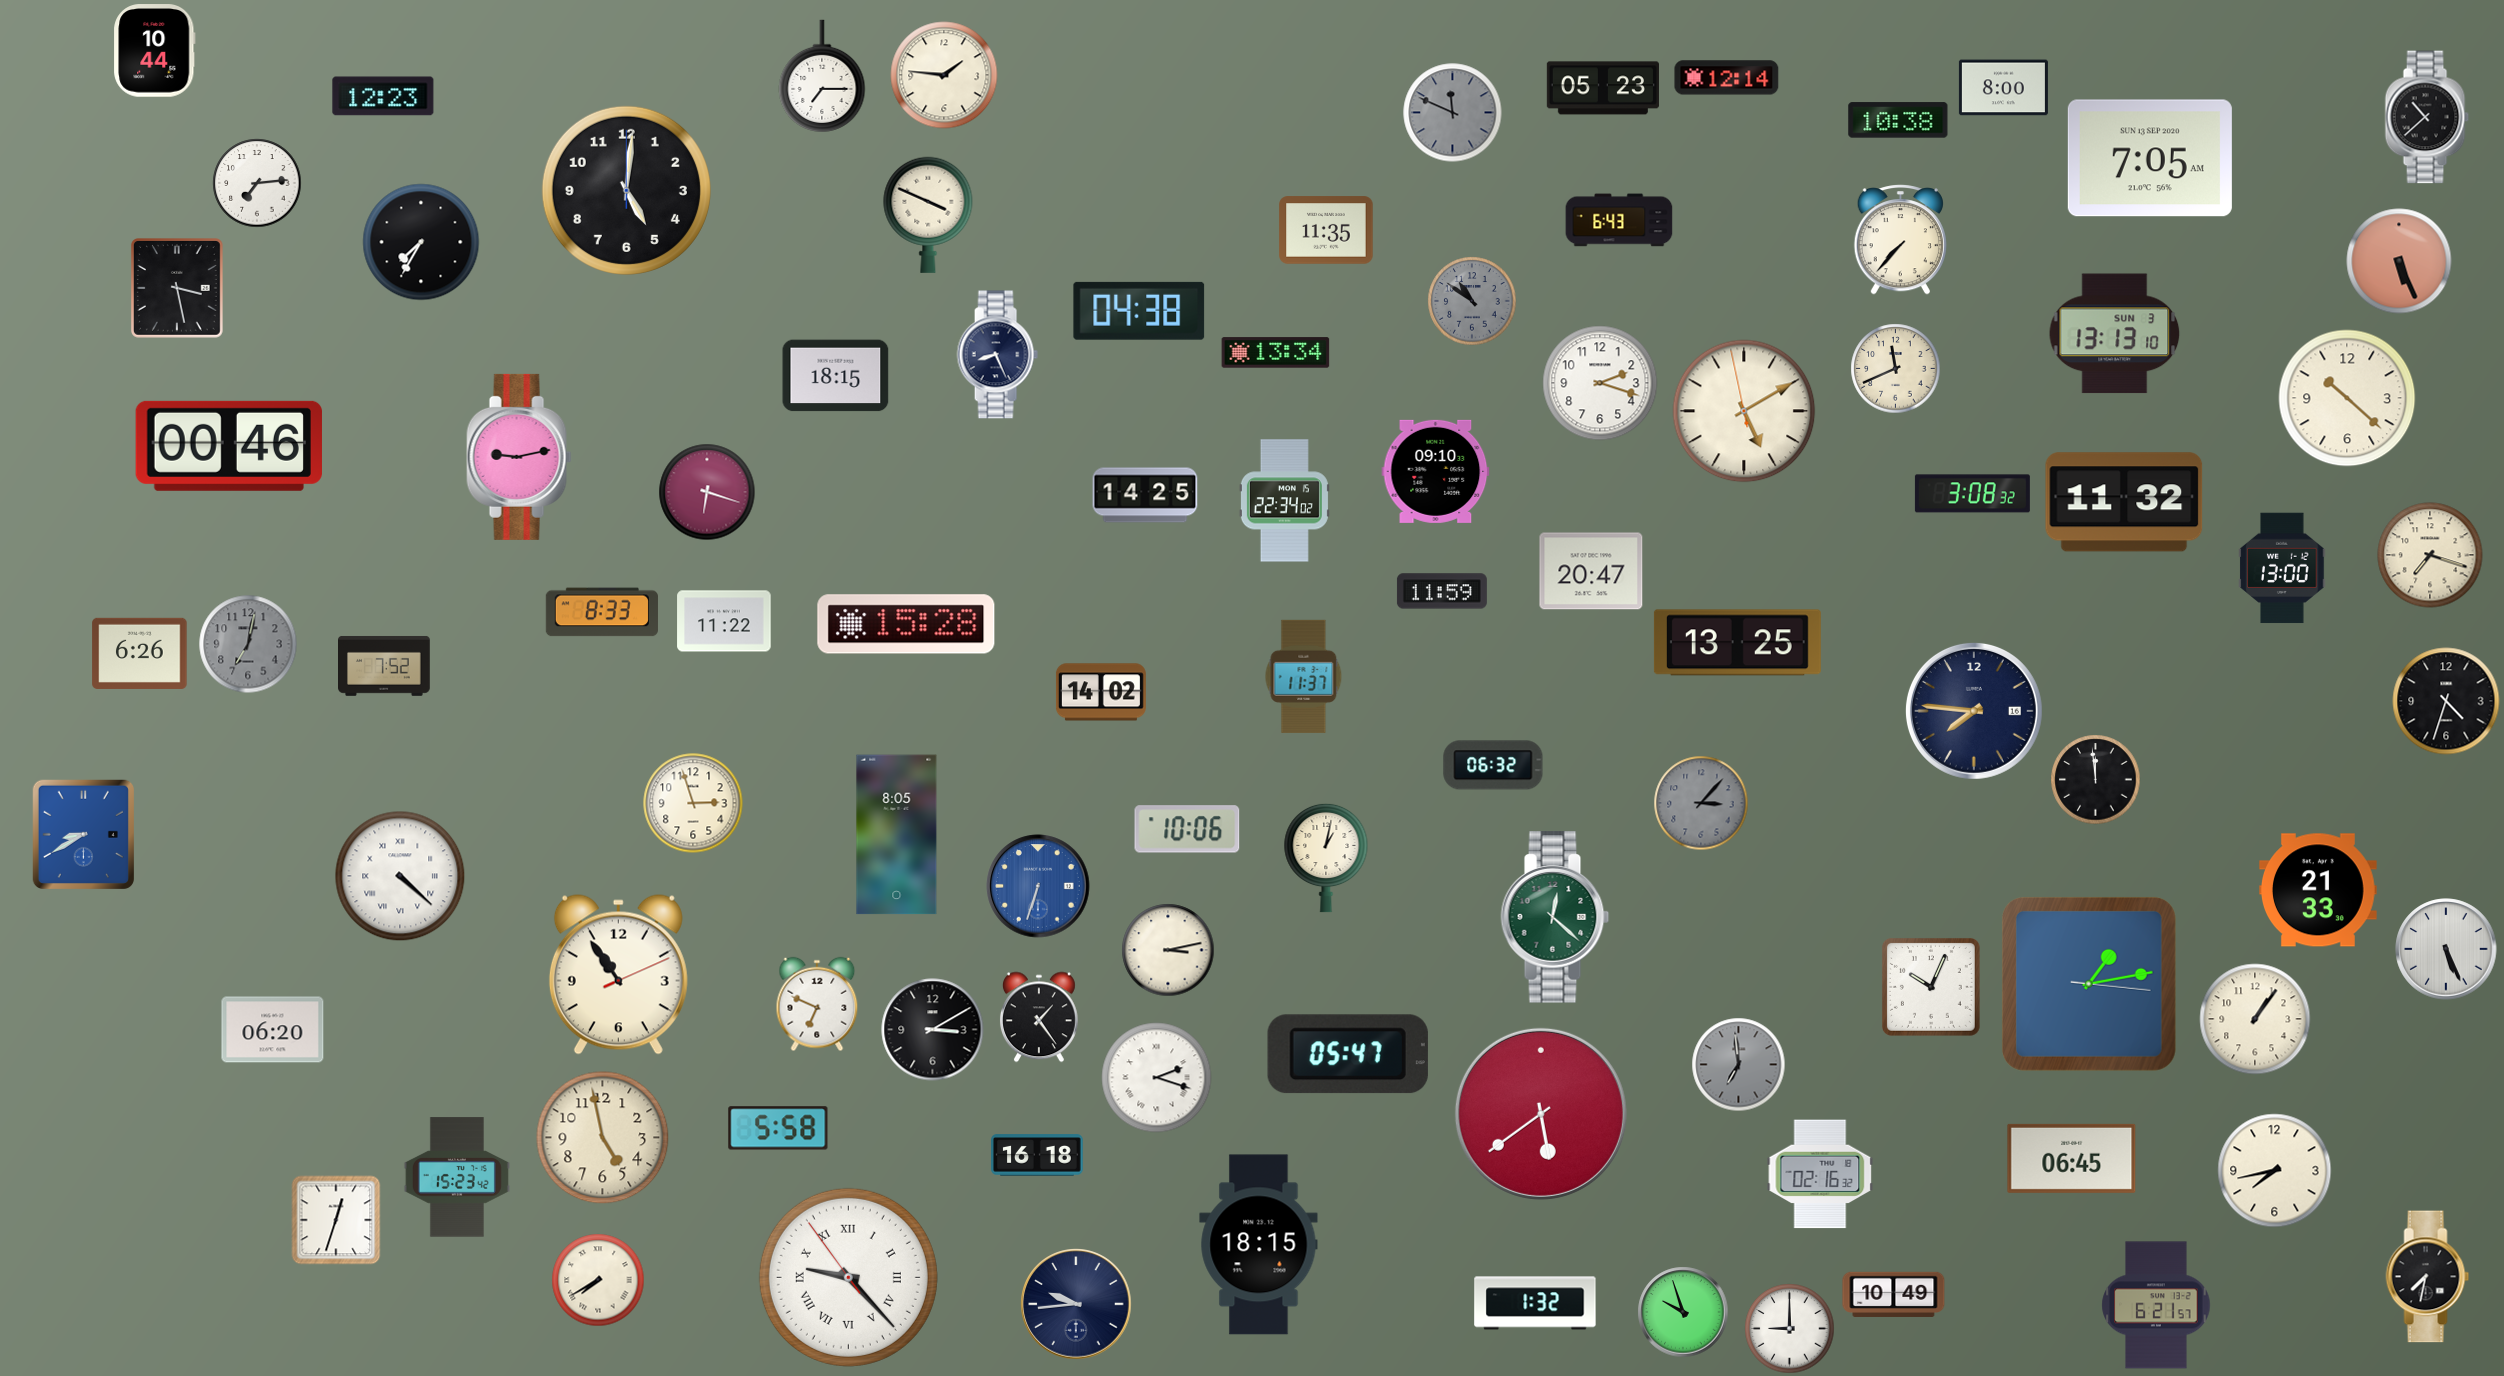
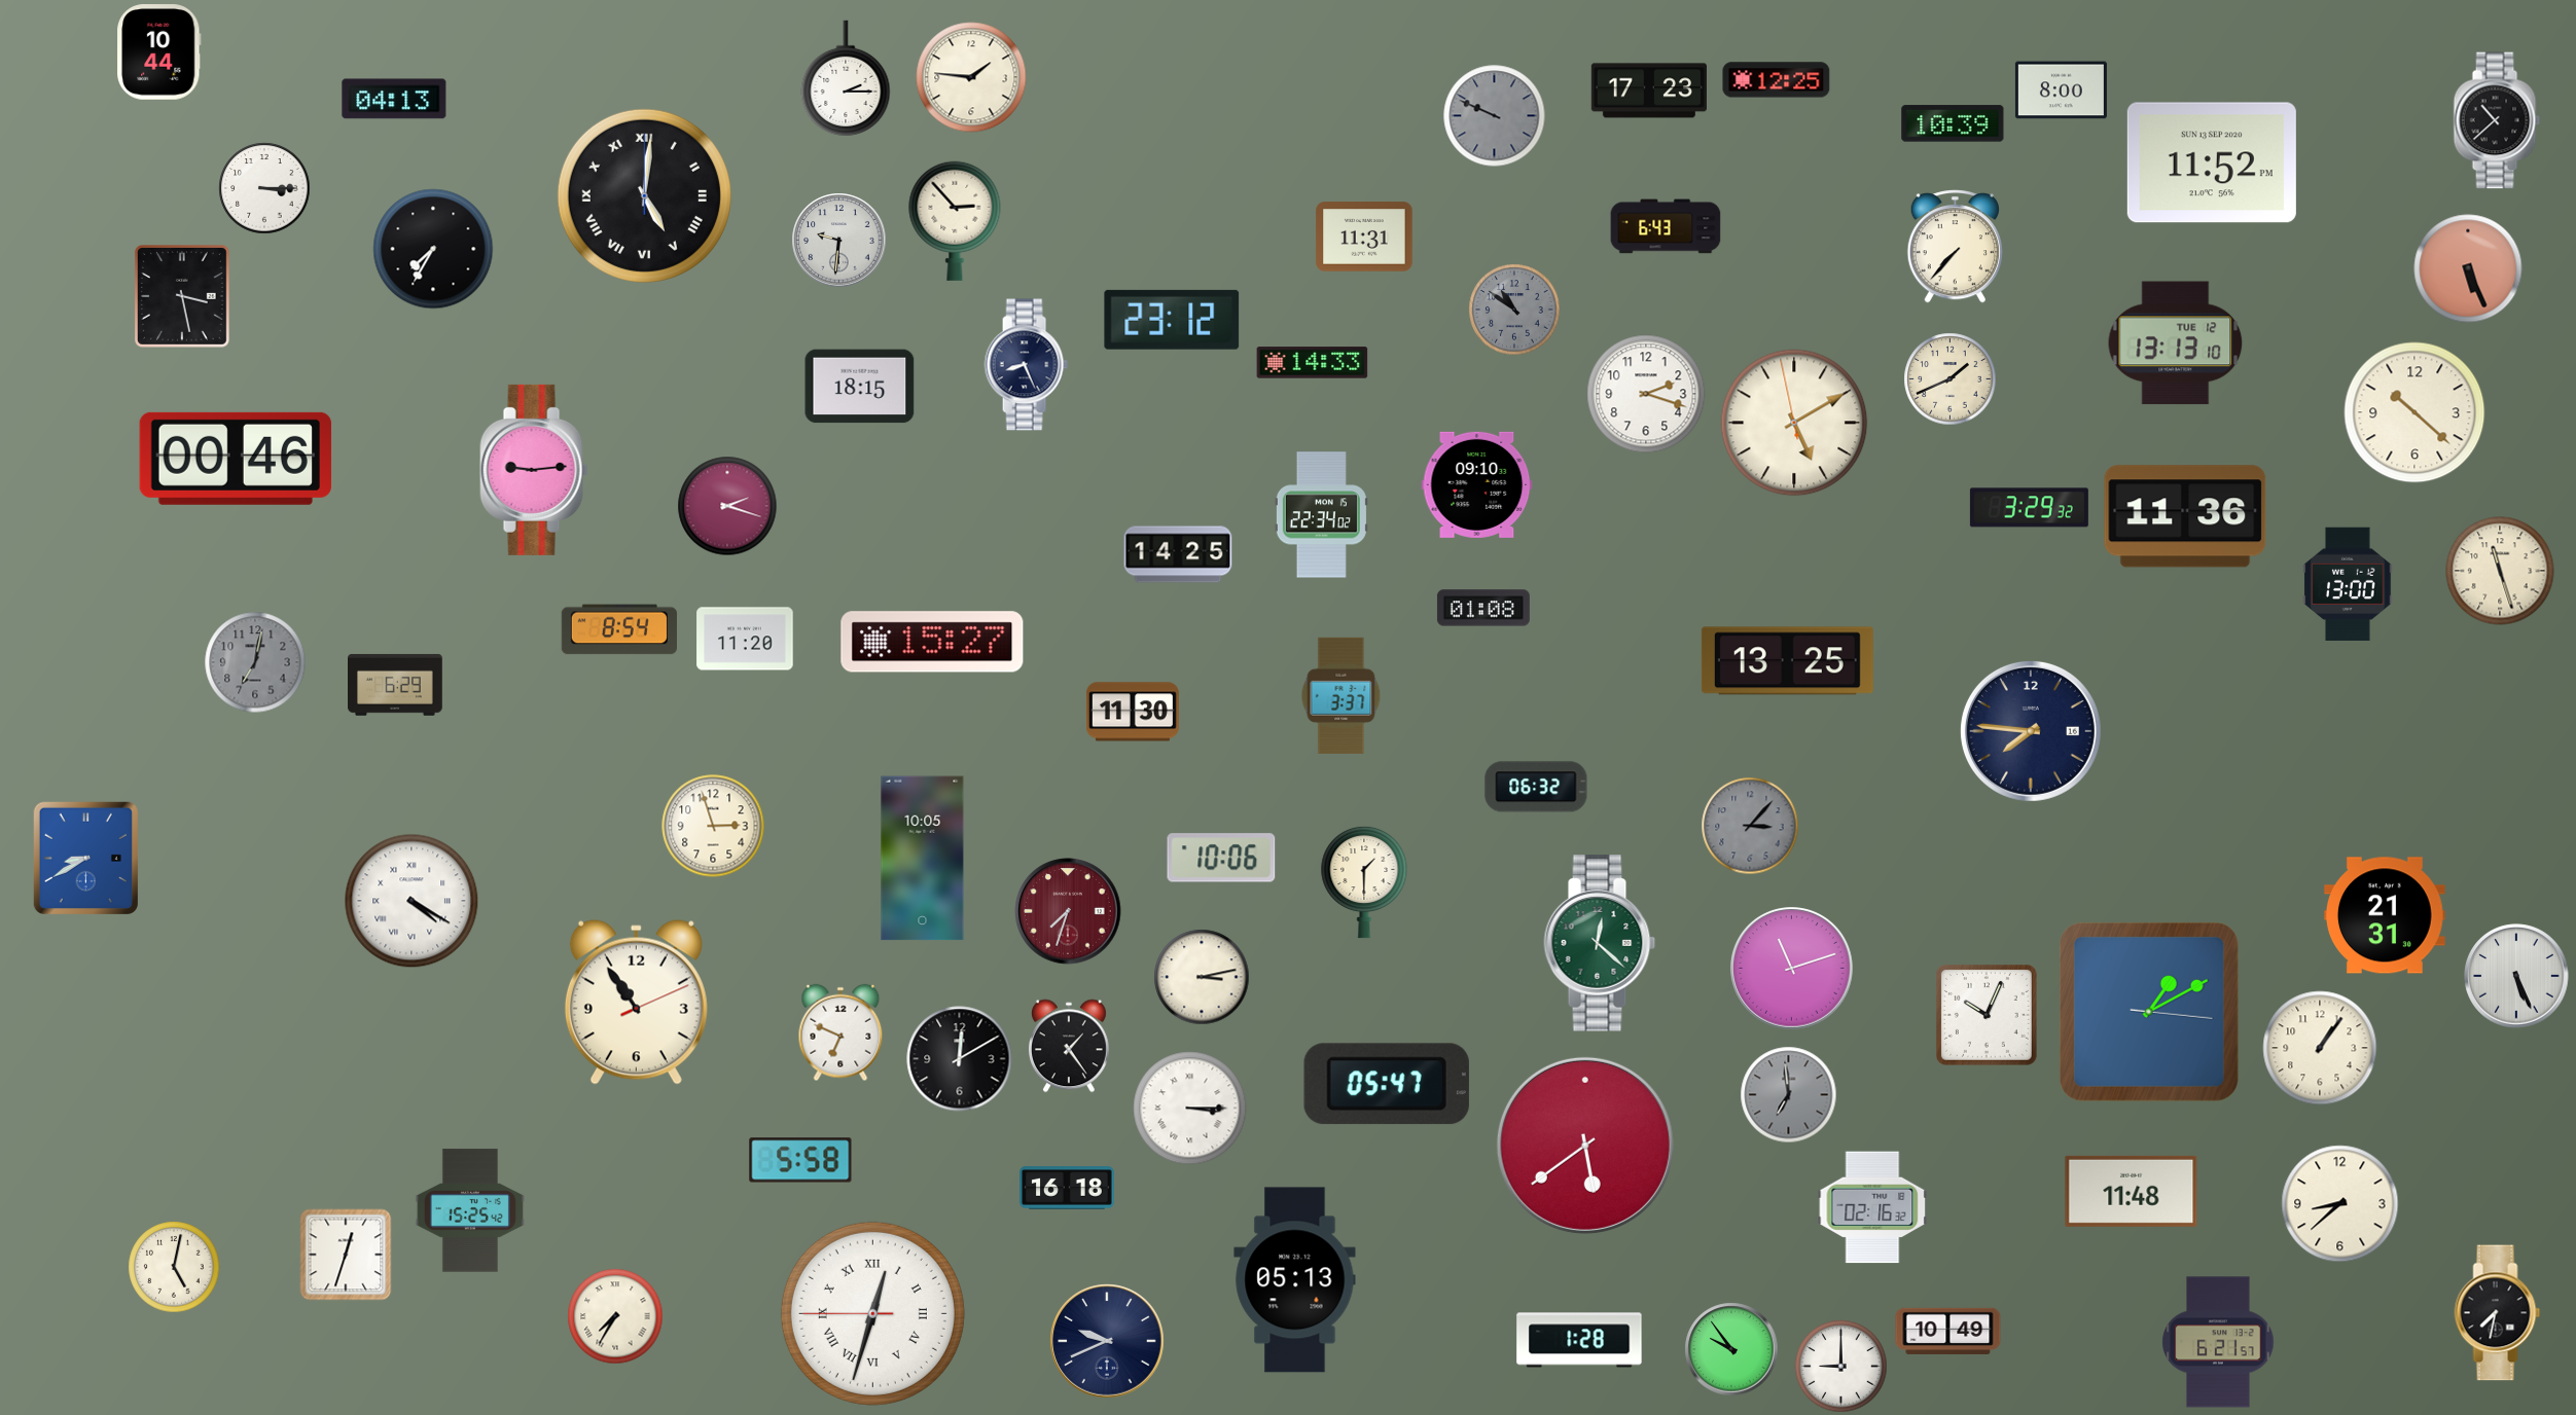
clock at (822, 76): 7:15 -> 2:15
clock at (1727, 78): 12:14 -> 12:25
clock at (1603, 88): 05:23 -> 17:23
clock at (383, 96): 12:23 -> 04:13
clock at (1453, 113): 11:49 -> 9:49
clock at (1898, 120): 10:38 -> 10:39
clock at (2150, 158): 7:05 -> 11:52
clock at (257, 183): 7:14 -> 3:15
clock at (626, 190) numerals: Arabic -> Roman
clock at (928, 215): 3:49 -> 2:53
clock at (1326, 230): 11:35 -> 11:31
clock at (839, 241): none -> 9:31
clock at (1139, 311): 04:38 -> 23:12
clock at (2115, 334) date: SUN 3 -> TUE 12
clock at (1276, 353): 13:34 -> 14:33
clock at (1896, 369): 11:41 -> 1:41
clock at (2347, 398) position: (2347, 398) -> (2414, 412)
clock at (519, 457): 9:13 -> 9:14
clock at (707, 492): 6:18 -> 2:18
clock at (1972, 494): 3:08 -> 3:29
clock at (1145, 495) position: (1145, 495) -> (1178, 554)
clock at (2124, 502): 11:32 -> 11:36
clock at (2430, 555): 7:18 -> 11:27
clock at (1591, 571): 20:47 -> none
clock at (1442, 591): 11:59 -> 01:08
clock at (602, 612): 8:33 -> 8:54
clock at (724, 621): 11:22 -> 11:20
clock at (906, 624): 15:28 -> 15:27
clock at (140, 653): 6:26 -> none
clock at (384, 666): 7:52 -> 6:29
clock at (1304, 676): 11:37 -> 3:37
clock at (1101, 692): 14:02 -> 11:30
clock at (2446, 701): 4:33 -> none
clock at (2096, 780): 11:59 -> none
clock at (1187, 829) position: (1187, 829) -> (1221, 858)
clock at (897, 835): 8:05 -> 10:05
clock at (1326, 858): 1:02 -> 1:30
clock at (400, 876): 4:22 -> 4:20
clock at (1038, 886): 6:33 -> 7:33
clock at (1038, 886) dial: blue -> burgundy
clock at (2319, 890): 21:33 -> 21:31
clock at (1792, 969): none -> 11:12
clock at (2089, 984): 1:13 -> 1:10
clock at (273, 1030): 06:20 -> none
clock at (933, 1030): 3:10 -> 12:10
clock at (1157, 1078): 2:18 -> 3:15
clock at (603, 1138): 4:58 -> none
clock at (2072, 1158): 06:45 -> 11:48
clock at (2275, 1171): 7:43 -> 8:38
clock at (457, 1177): 15:23 -> 15:25
clock at (174, 1267): none -> 5:02
clock at (1259, 1245): 18:15 -> 05:13
clock at (848, 1277): 9:22 -> 12:32
clock at (598, 1280): 7:40 -> 7:35
clock at (1535, 1303): 1:32 -> 1:28
clock at (1076, 1304): 9:44 -> 9:41
clock at (1683, 1312): 9:57 -> 9:54
